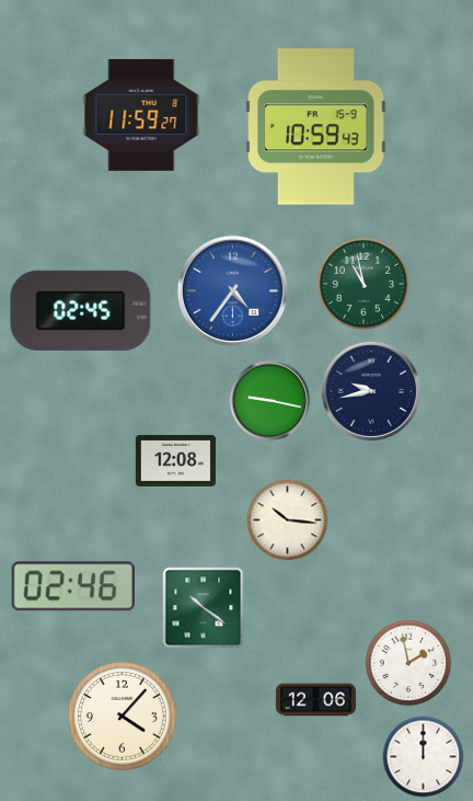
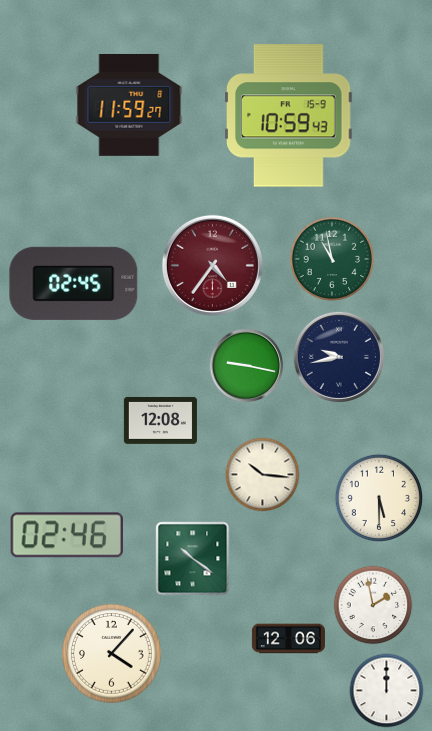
clock at (232, 290) dial: blue -> burgundy
clock at (378, 497): none -> 5:30
clock at (204, 608) position: (204, 608) -> (193, 559)
